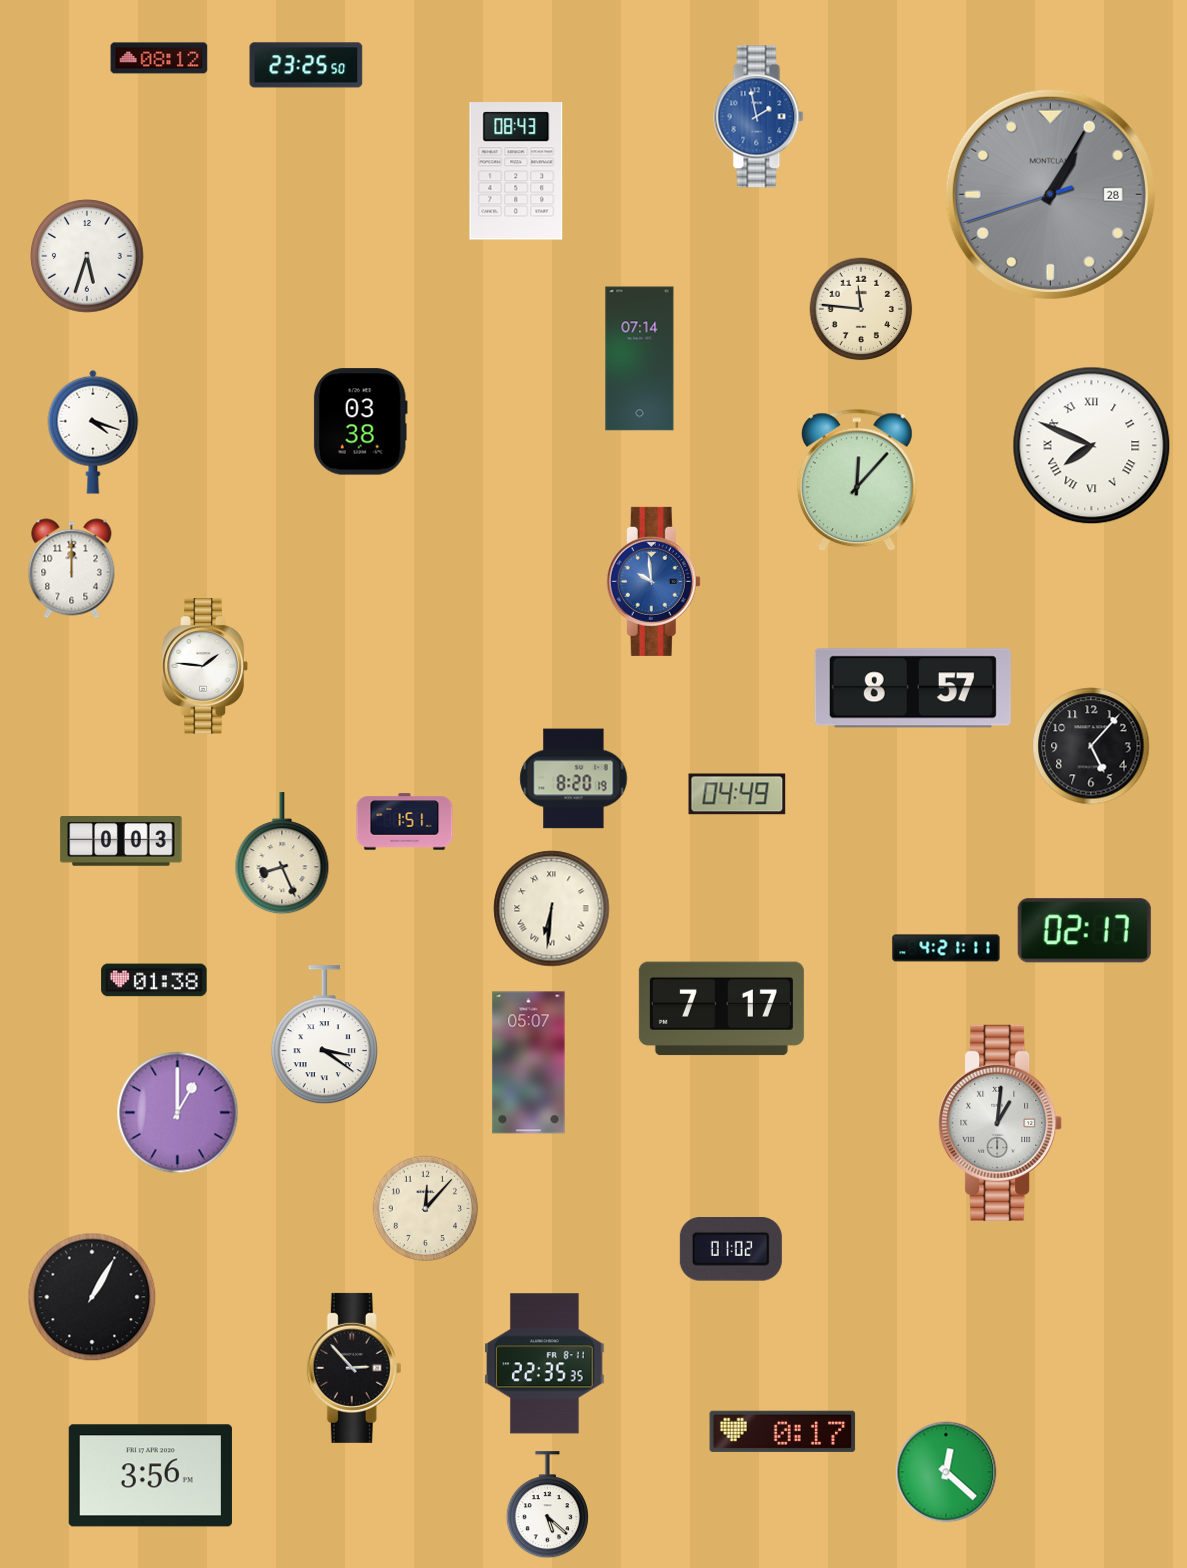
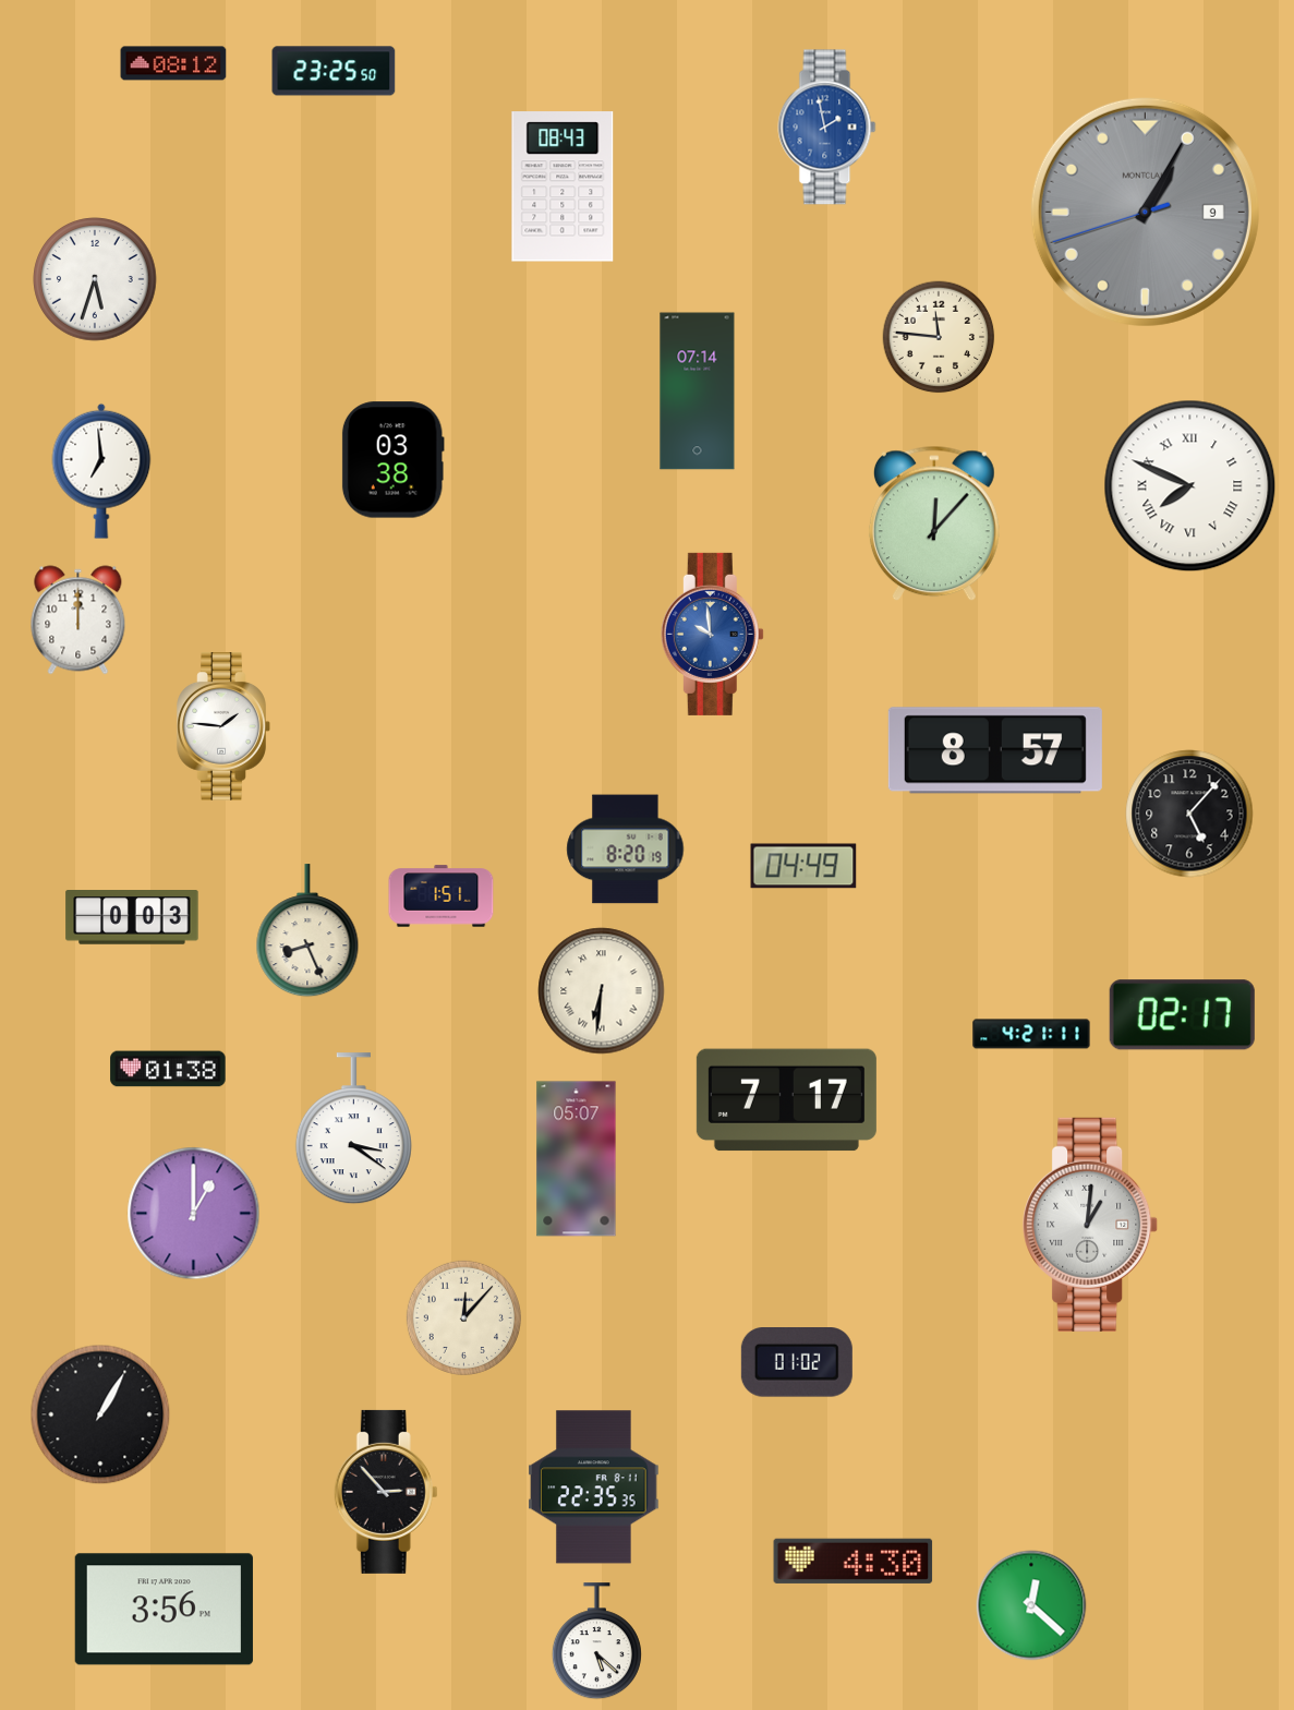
clock at (1050, 194) date: 28 -> 9
clock at (93, 432): 4:18 -> 6:59
clock at (783, 1431): 0:17 -> 4:30
